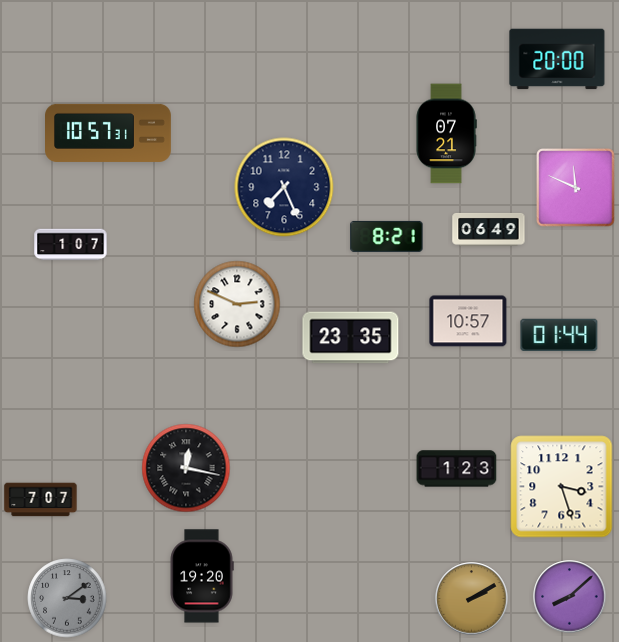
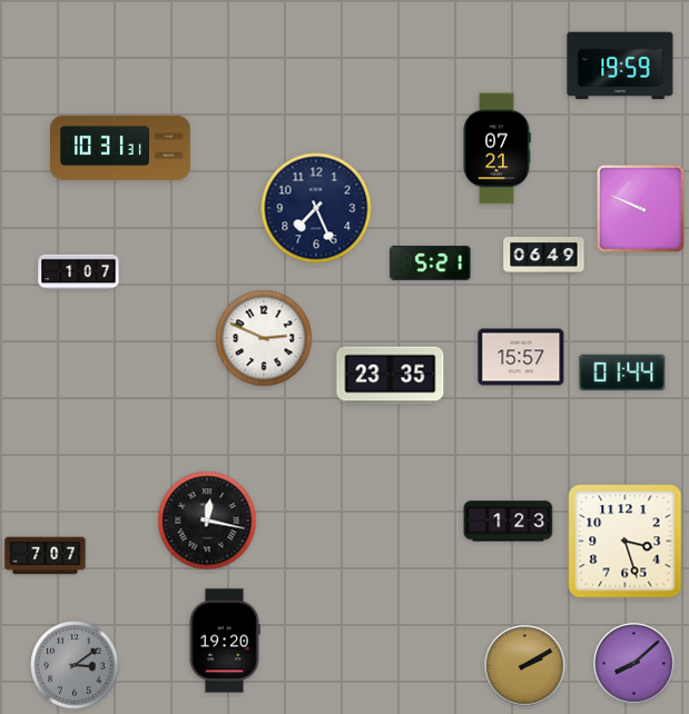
clock at (557, 59): 20:00 -> 19:59
clock at (109, 133): 10:57 -> 10:31
clock at (576, 188): 11:49 -> 9:49
clock at (387, 236): 8:21 -> 5:21
clock at (468, 321): 10:57 -> 15:57
